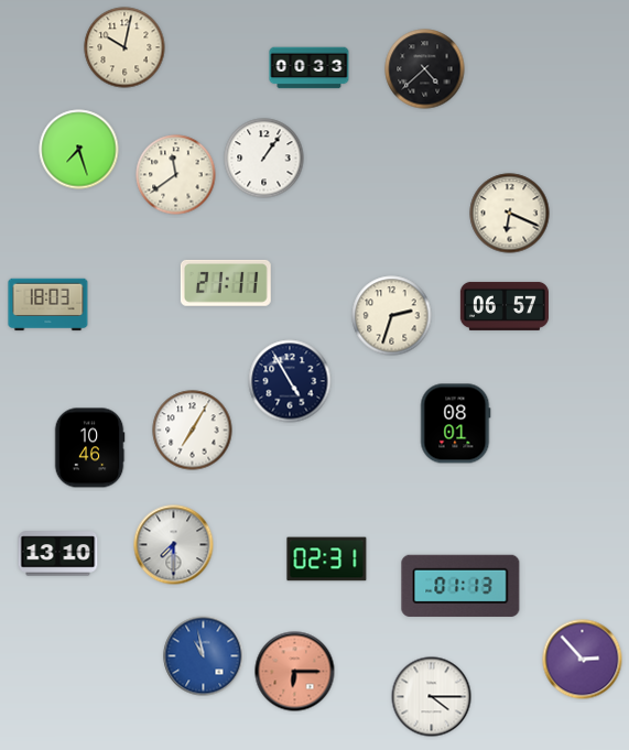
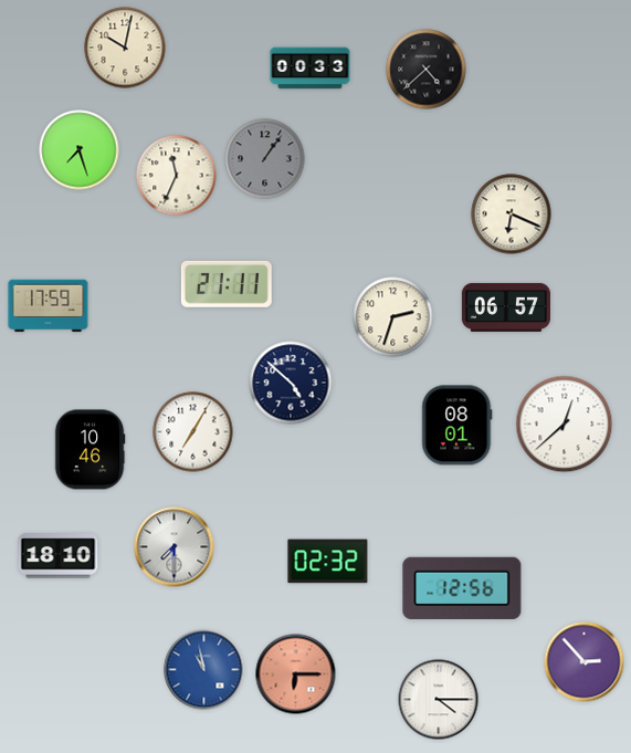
clock at (264, 159) dial: white -> grey
clock at (176, 175): 11:39 -> 11:34
clock at (48, 305): 18:03 -> 17:59
clock at (290, 381): 4:55 -> 4:52
clock at (565, 425): none -> 12:38
clock at (58, 554): 13:10 -> 18:10
clock at (327, 559): 02:31 -> 02:32
clock at (460, 586): 01:13 -> 12:56
clock at (204, 656) position: (204, 656) -> (204, 670)
clock at (432, 697) position: (432, 697) -> (439, 700)
